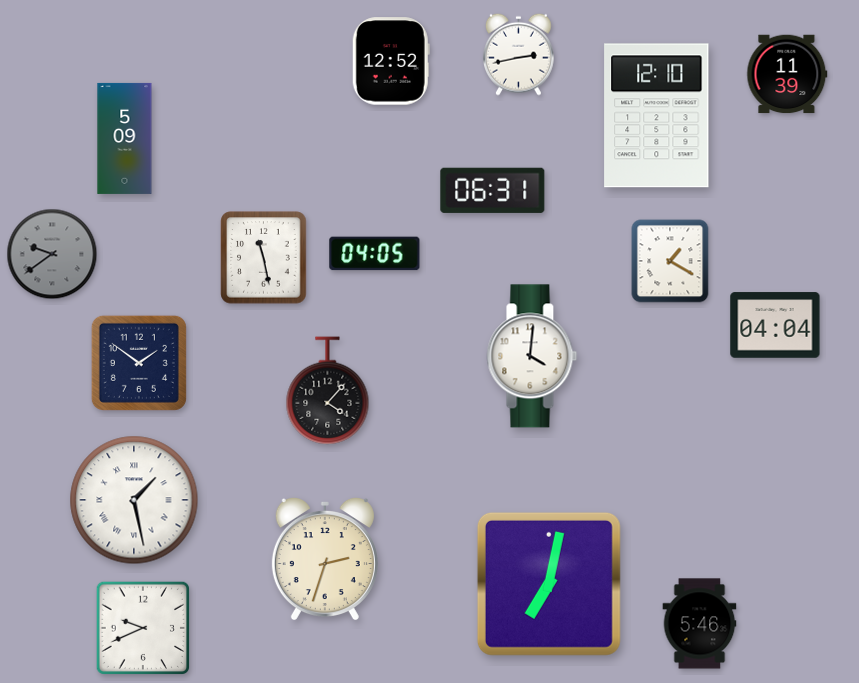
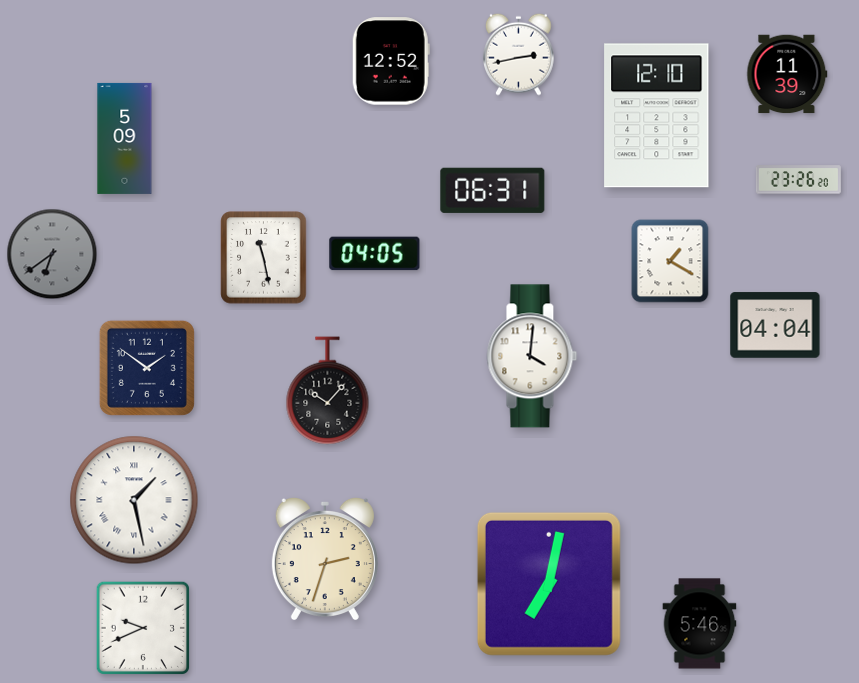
clock at (798, 180): none -> 23:26
clock at (52, 254): 9:39 -> 6:39
clock at (139, 363) position: (139, 363) -> (147, 368)
clock at (328, 391): 4:07 -> 10:07
